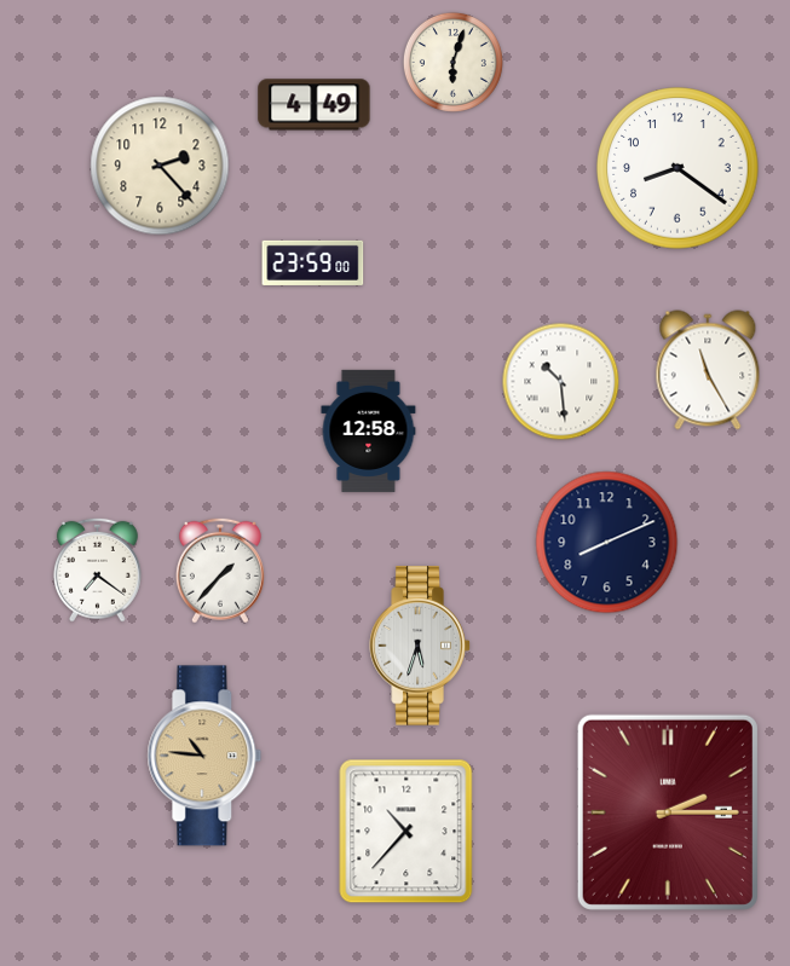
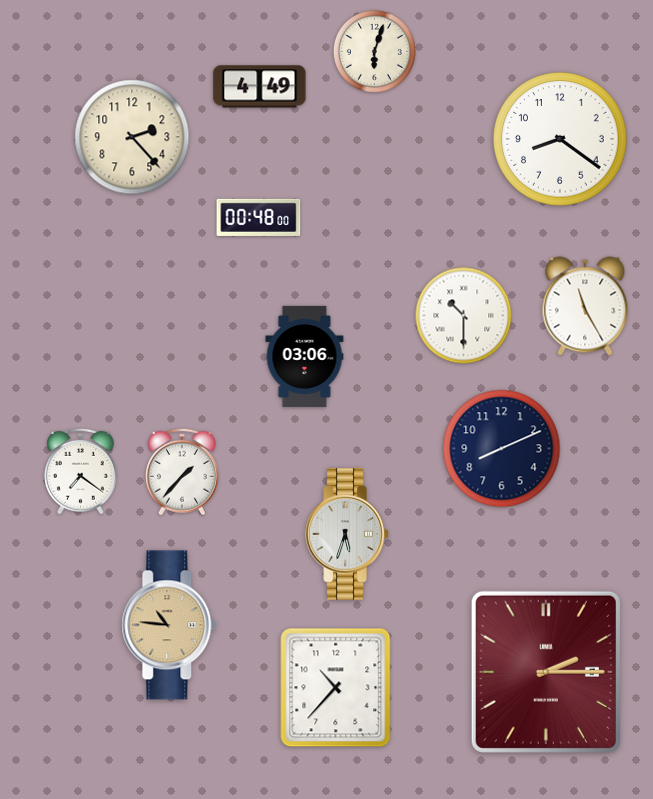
clock at (313, 262): 23:59 -> 00:48
clock at (561, 382): 10:29 -> 10:30
clock at (369, 430): 12:58 -> 03:06
clock at (668, 812) position: (668, 812) -> (546, 672)
